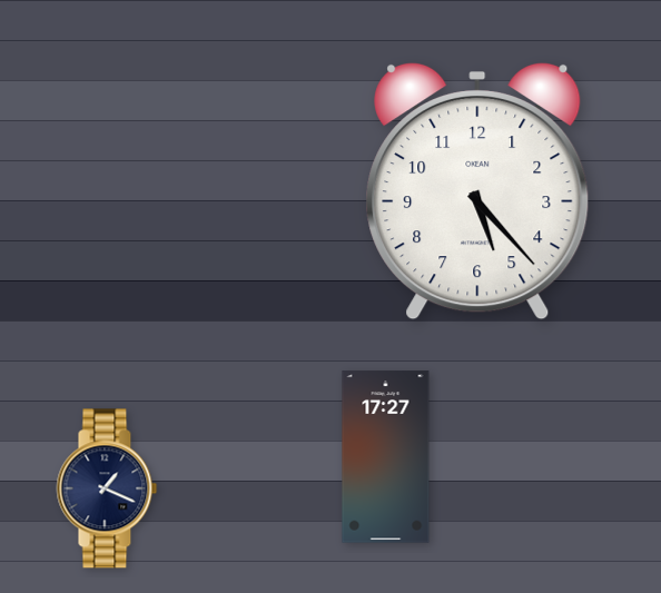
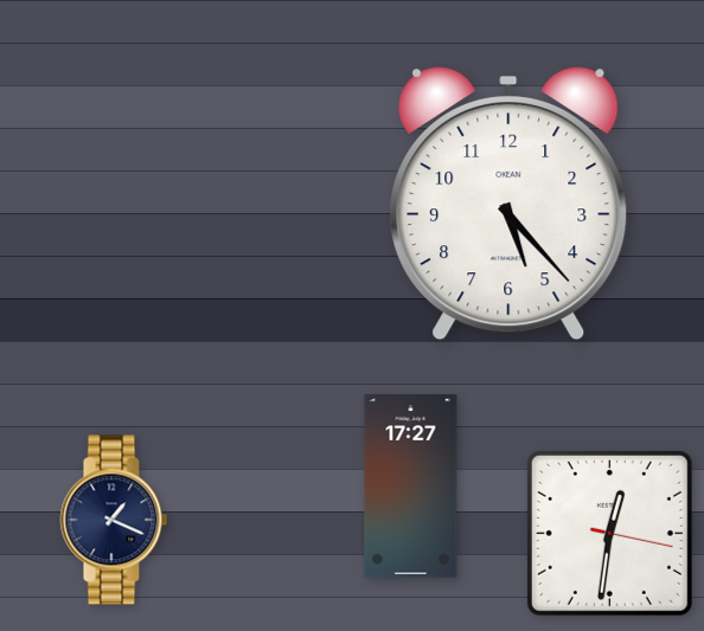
clock at (609, 533): none -> 12:31
